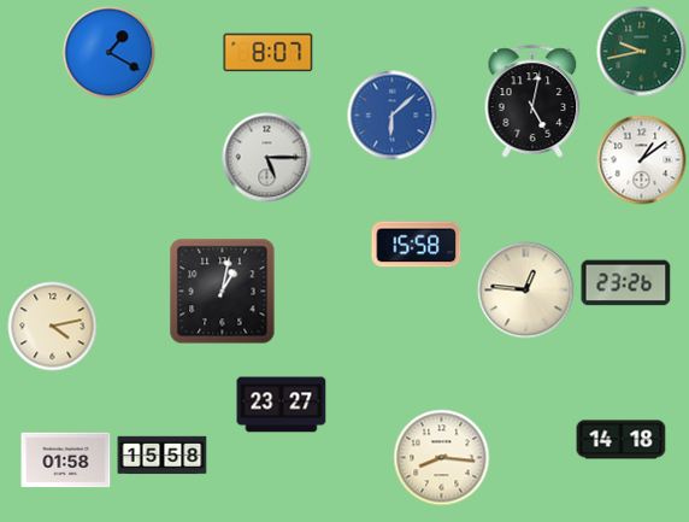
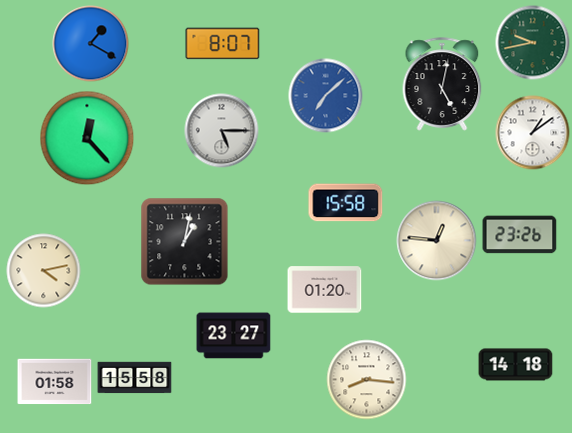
clock at (393, 116): 6:08 -> 7:08
clock at (87, 138): none -> 12:23
clock at (325, 290): none -> 01:20
